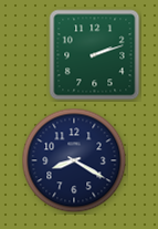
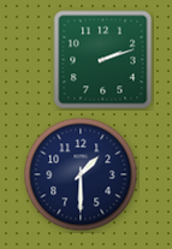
clock at (74, 160): 8:20 -> 1:30
